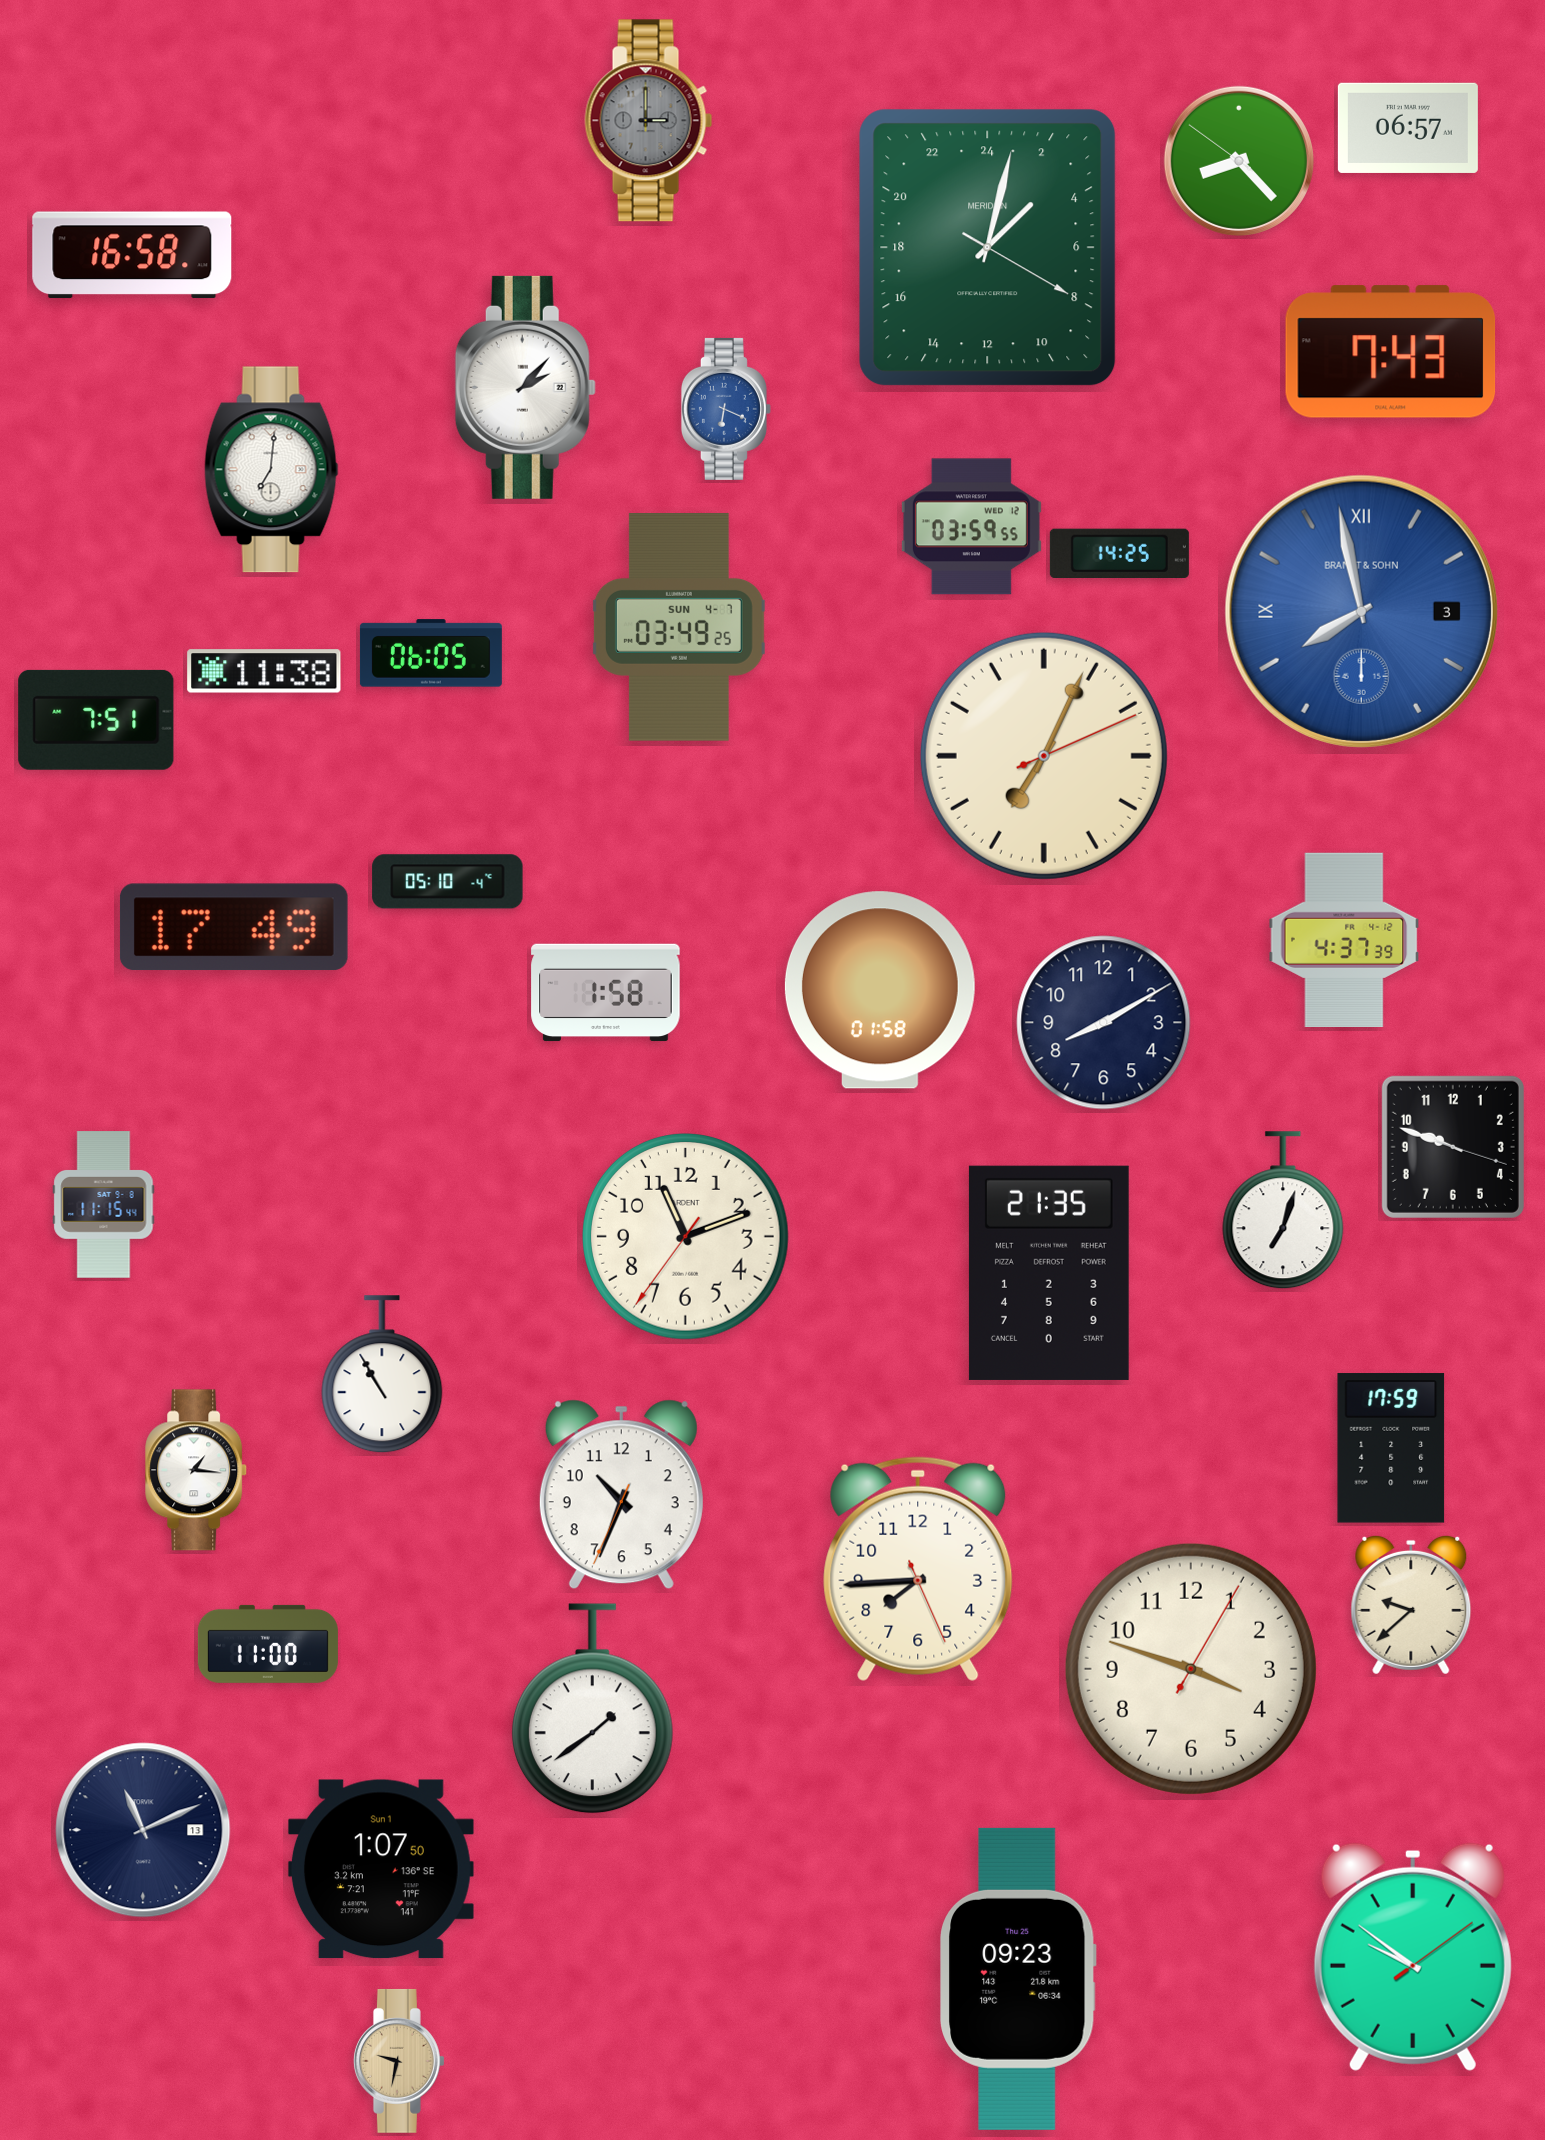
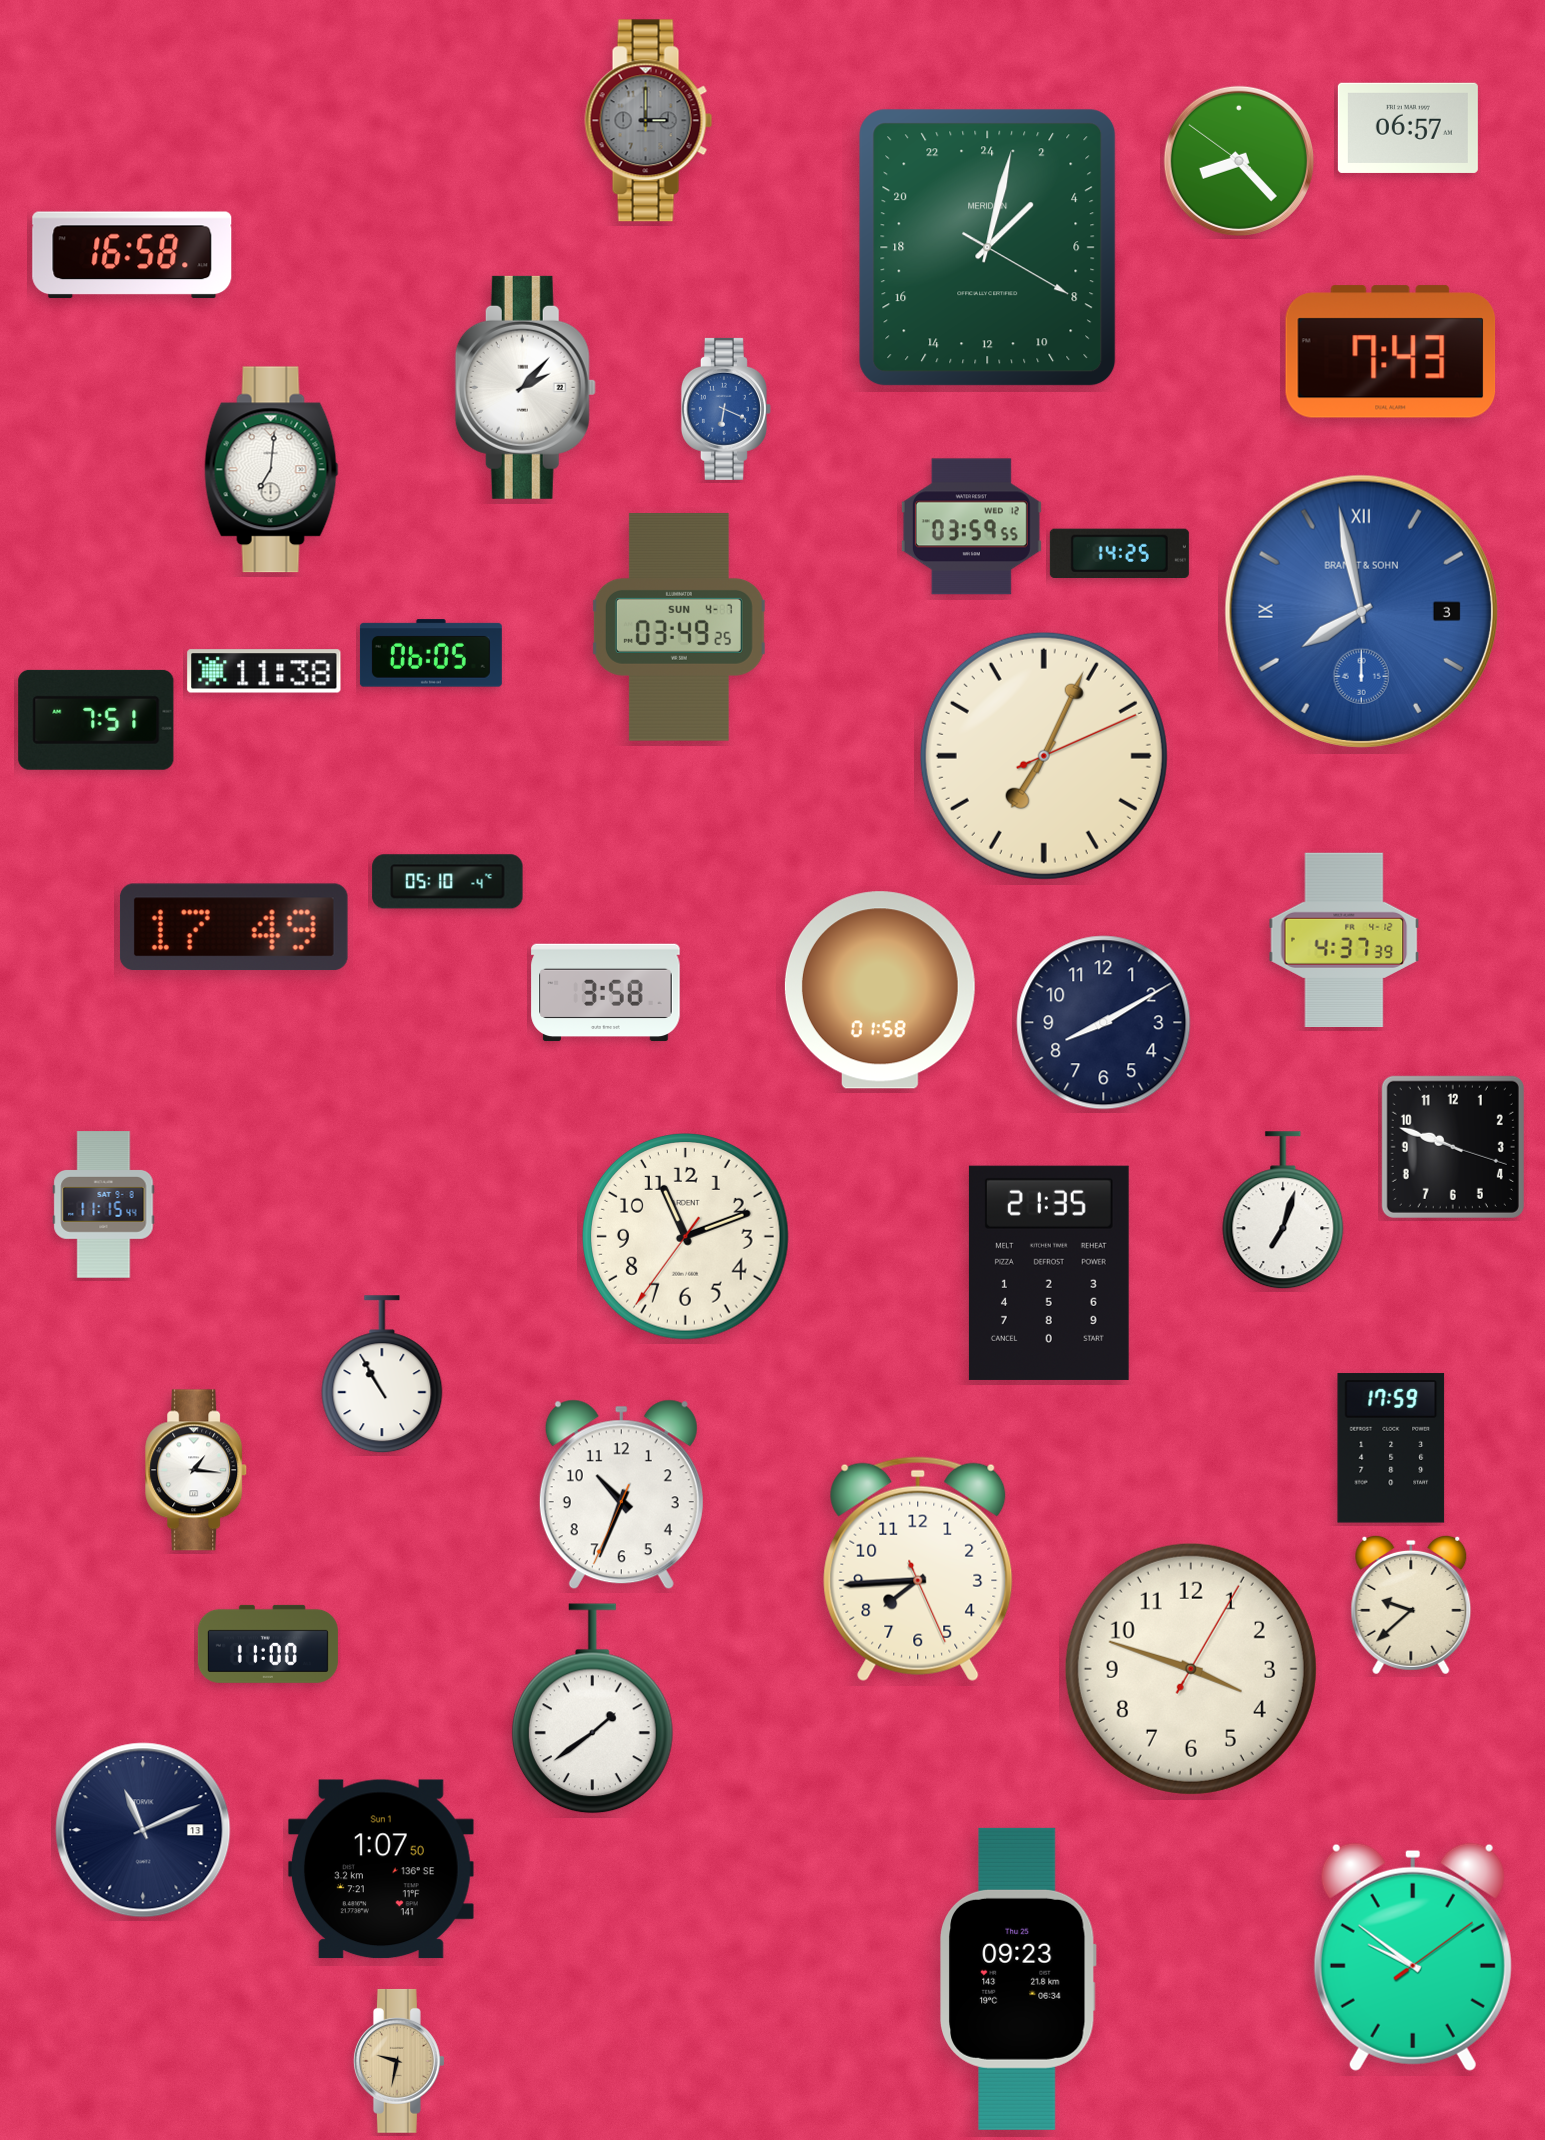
clock at (606, 993): 1:58 -> 3:58
